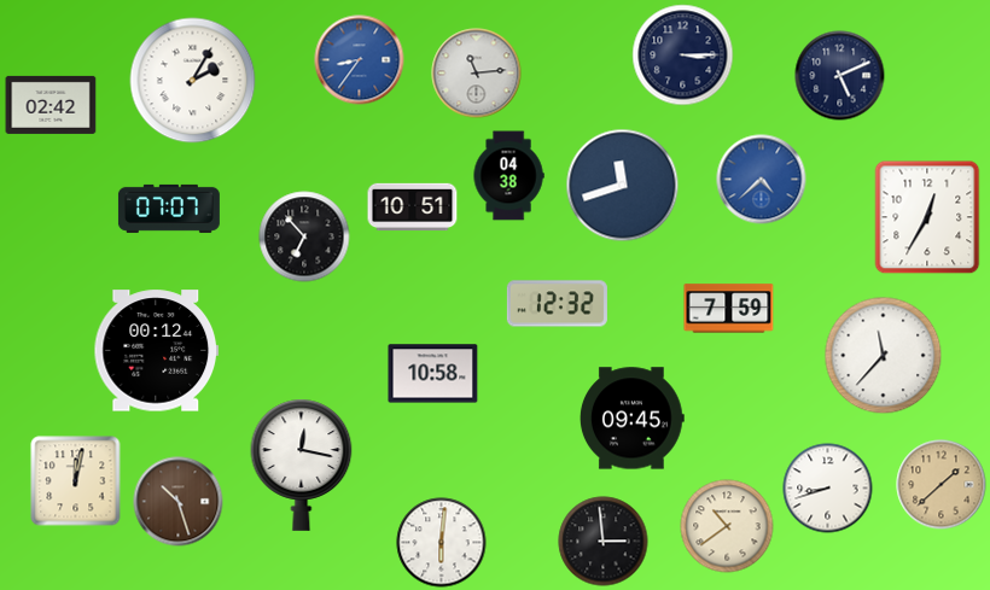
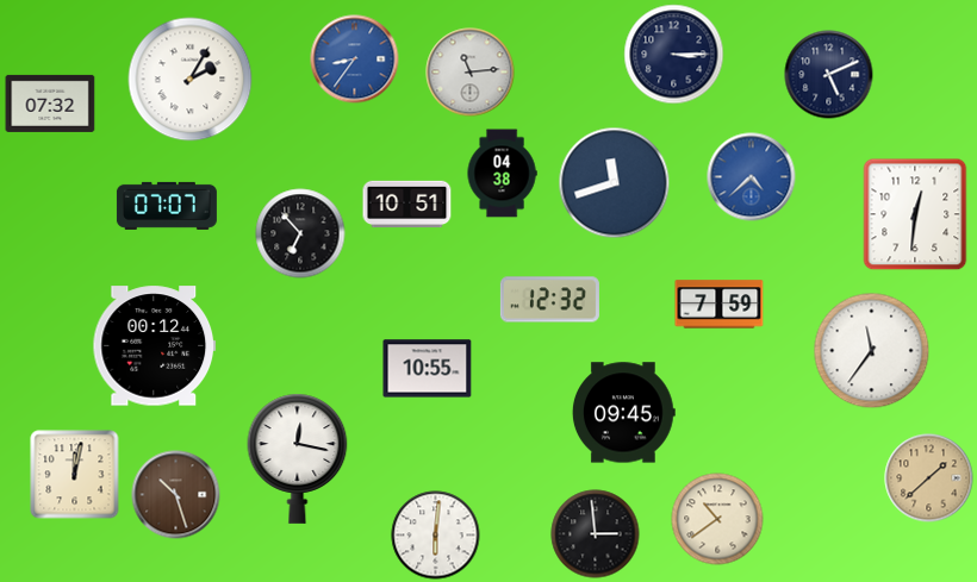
clock at (51, 105): 02:42 -> 07:32
clock at (927, 217): 12:35 -> 12:31
clock at (884, 356): 11:37 -> 11:36
clock at (433, 374): 10:58 -> 10:55
clock at (828, 489): 8:42 -> none
